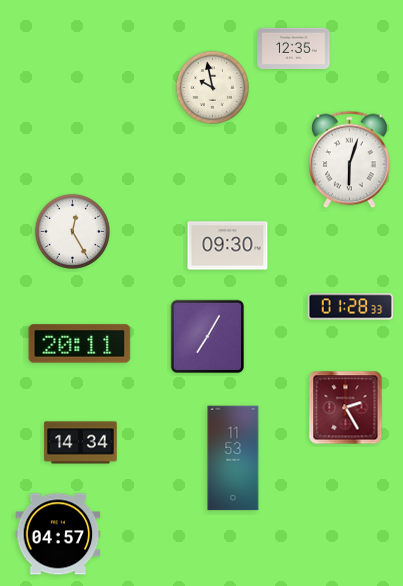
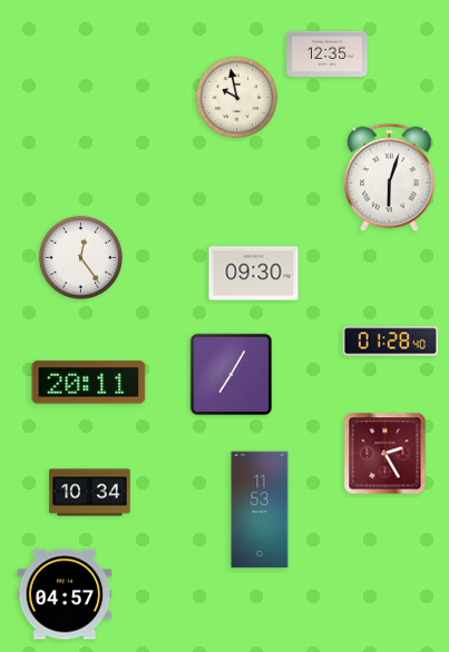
clock at (72, 231): 12:25 -> 12:24
clock at (351, 307): 01:28:33 -> 01:28:40
clock at (81, 443): 14:34 -> 10:34
